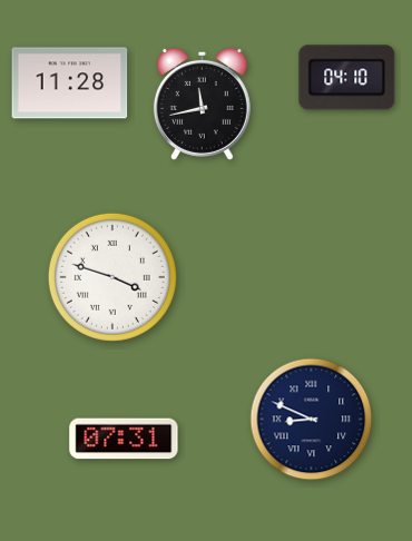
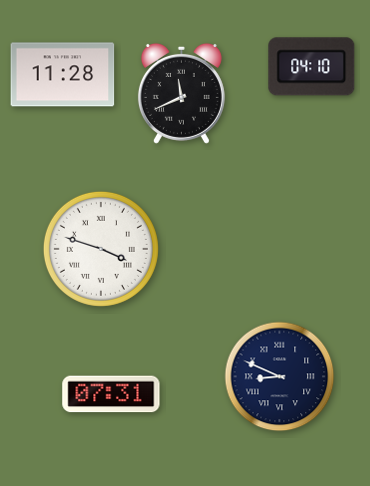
clock at (347, 78) position: (347, 78) -> (312, 67)
clock at (202, 104): 11:43 -> 11:41
